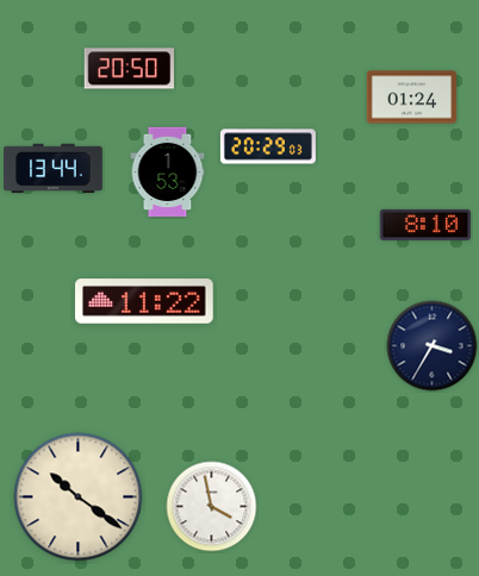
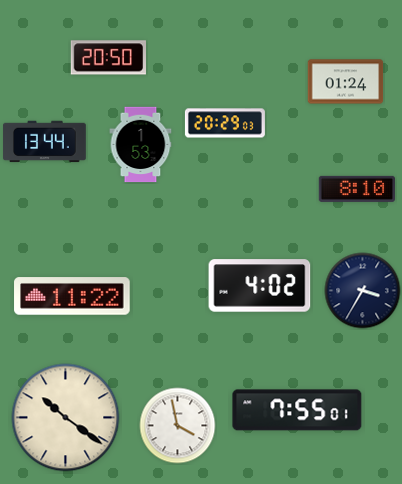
clock at (144, 301) position: (144, 301) -> (72, 296)
clock at (260, 286): none -> 4:02
clock at (297, 410): none -> 7:55
